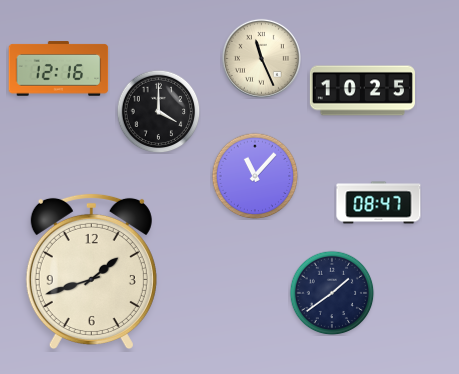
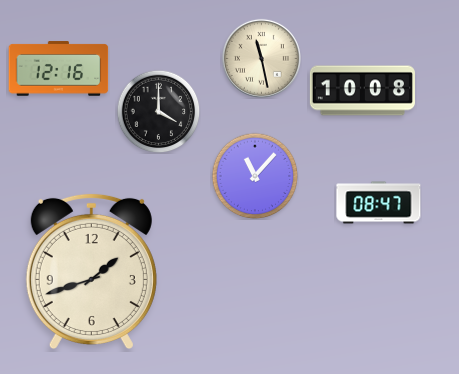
clock at (261, 58): 11:26 -> 11:28
clock at (362, 91): 10:25 -> 10:08
clock at (332, 293): 1:39 -> none
